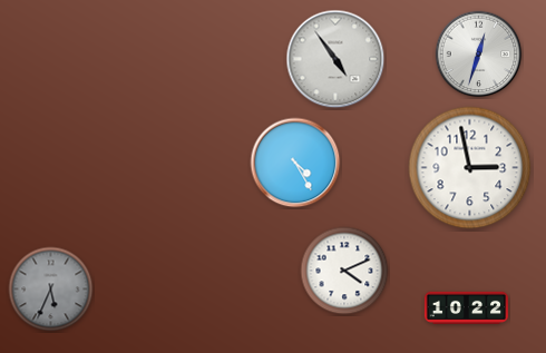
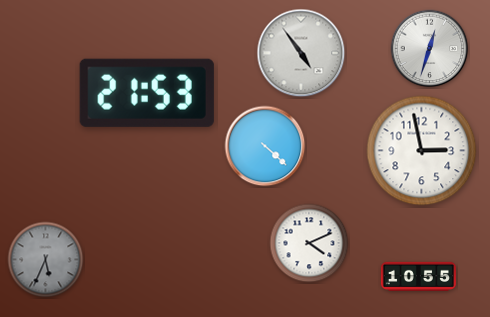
clock at (147, 93): none -> 21:53
clock at (295, 163): 4:25 -> 4:22
clock at (466, 308): 10:22 -> 10:55
